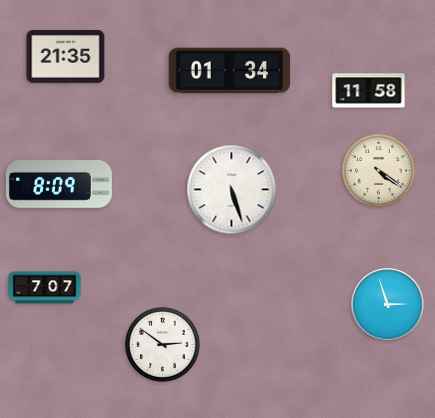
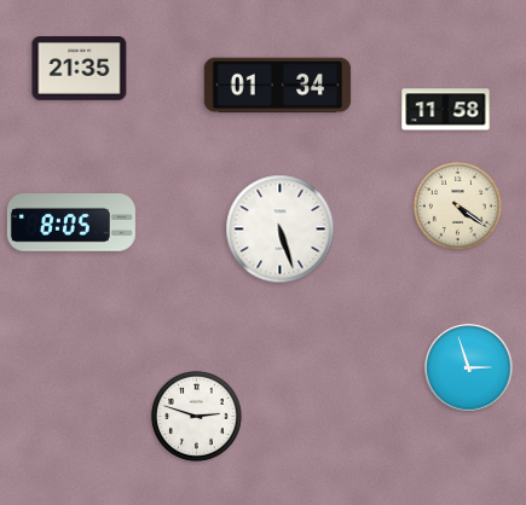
clock at (59, 185): 8:09 -> 8:05
clock at (45, 288): 7:07 -> none
clock at (163, 345): 2:51 -> 2:48
